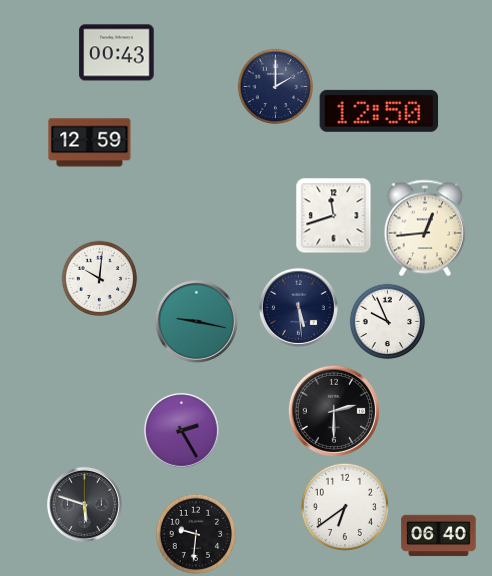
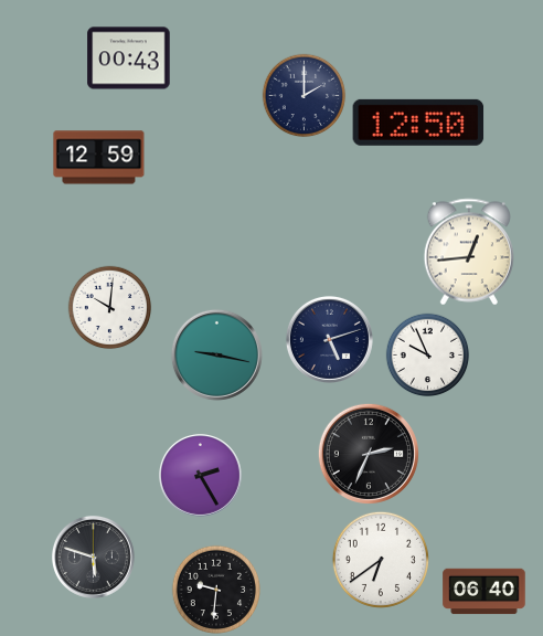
clock at (334, 216): 11:42 -> none
clock at (298, 307): 5:29 -> 5:12
clock at (334, 411): 2:30 -> 2:34
